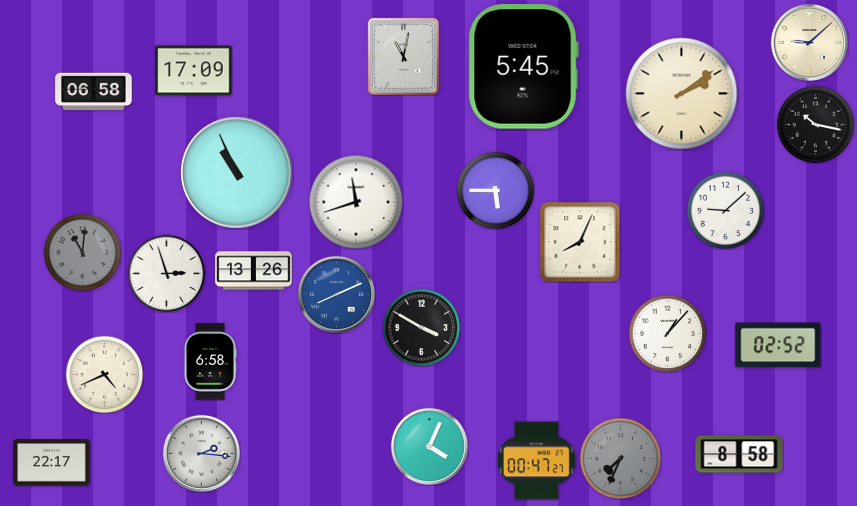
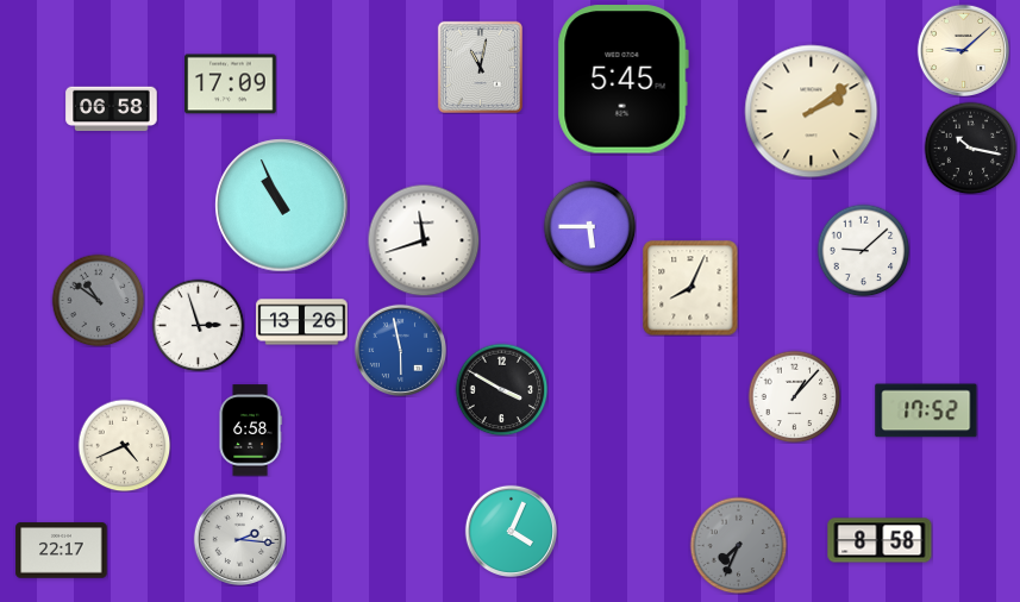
clock at (82, 252): 11:01 -> 10:51
clock at (336, 294): 8:11 -> 5:58
clock at (778, 345): 02:52 -> 17:52
clock at (537, 461): 00:47 -> none
